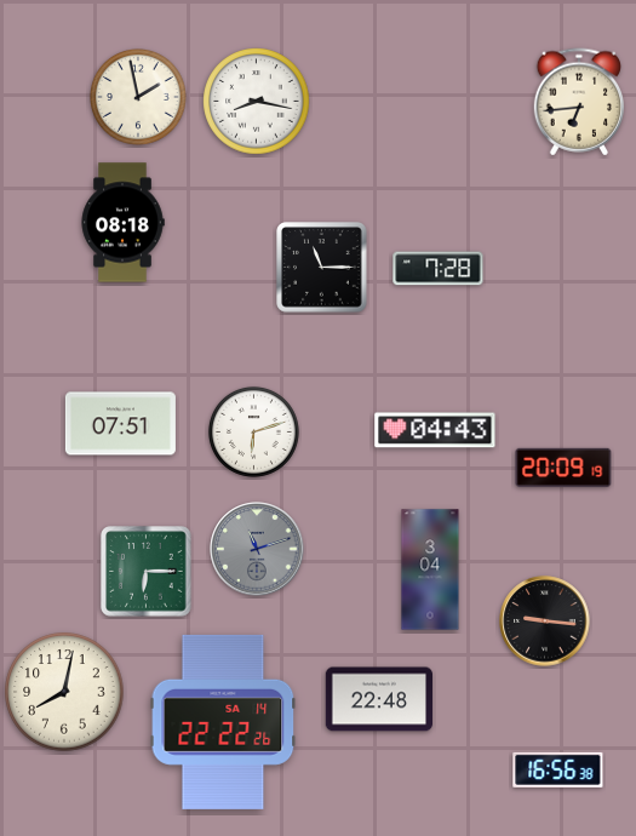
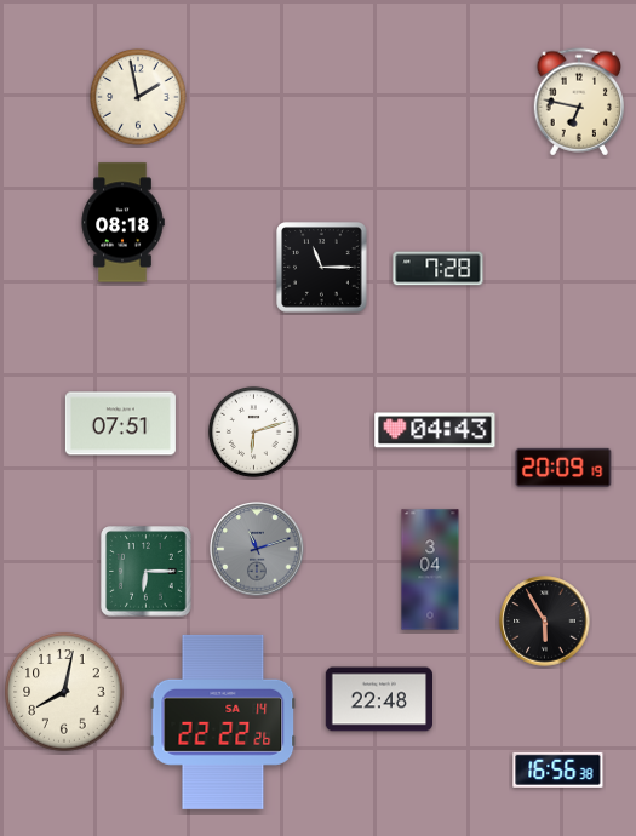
clock at (257, 102): 8:17 -> none
clock at (578, 102): 6:44 -> 6:47
clock at (545, 622): 9:16 -> 5:55
